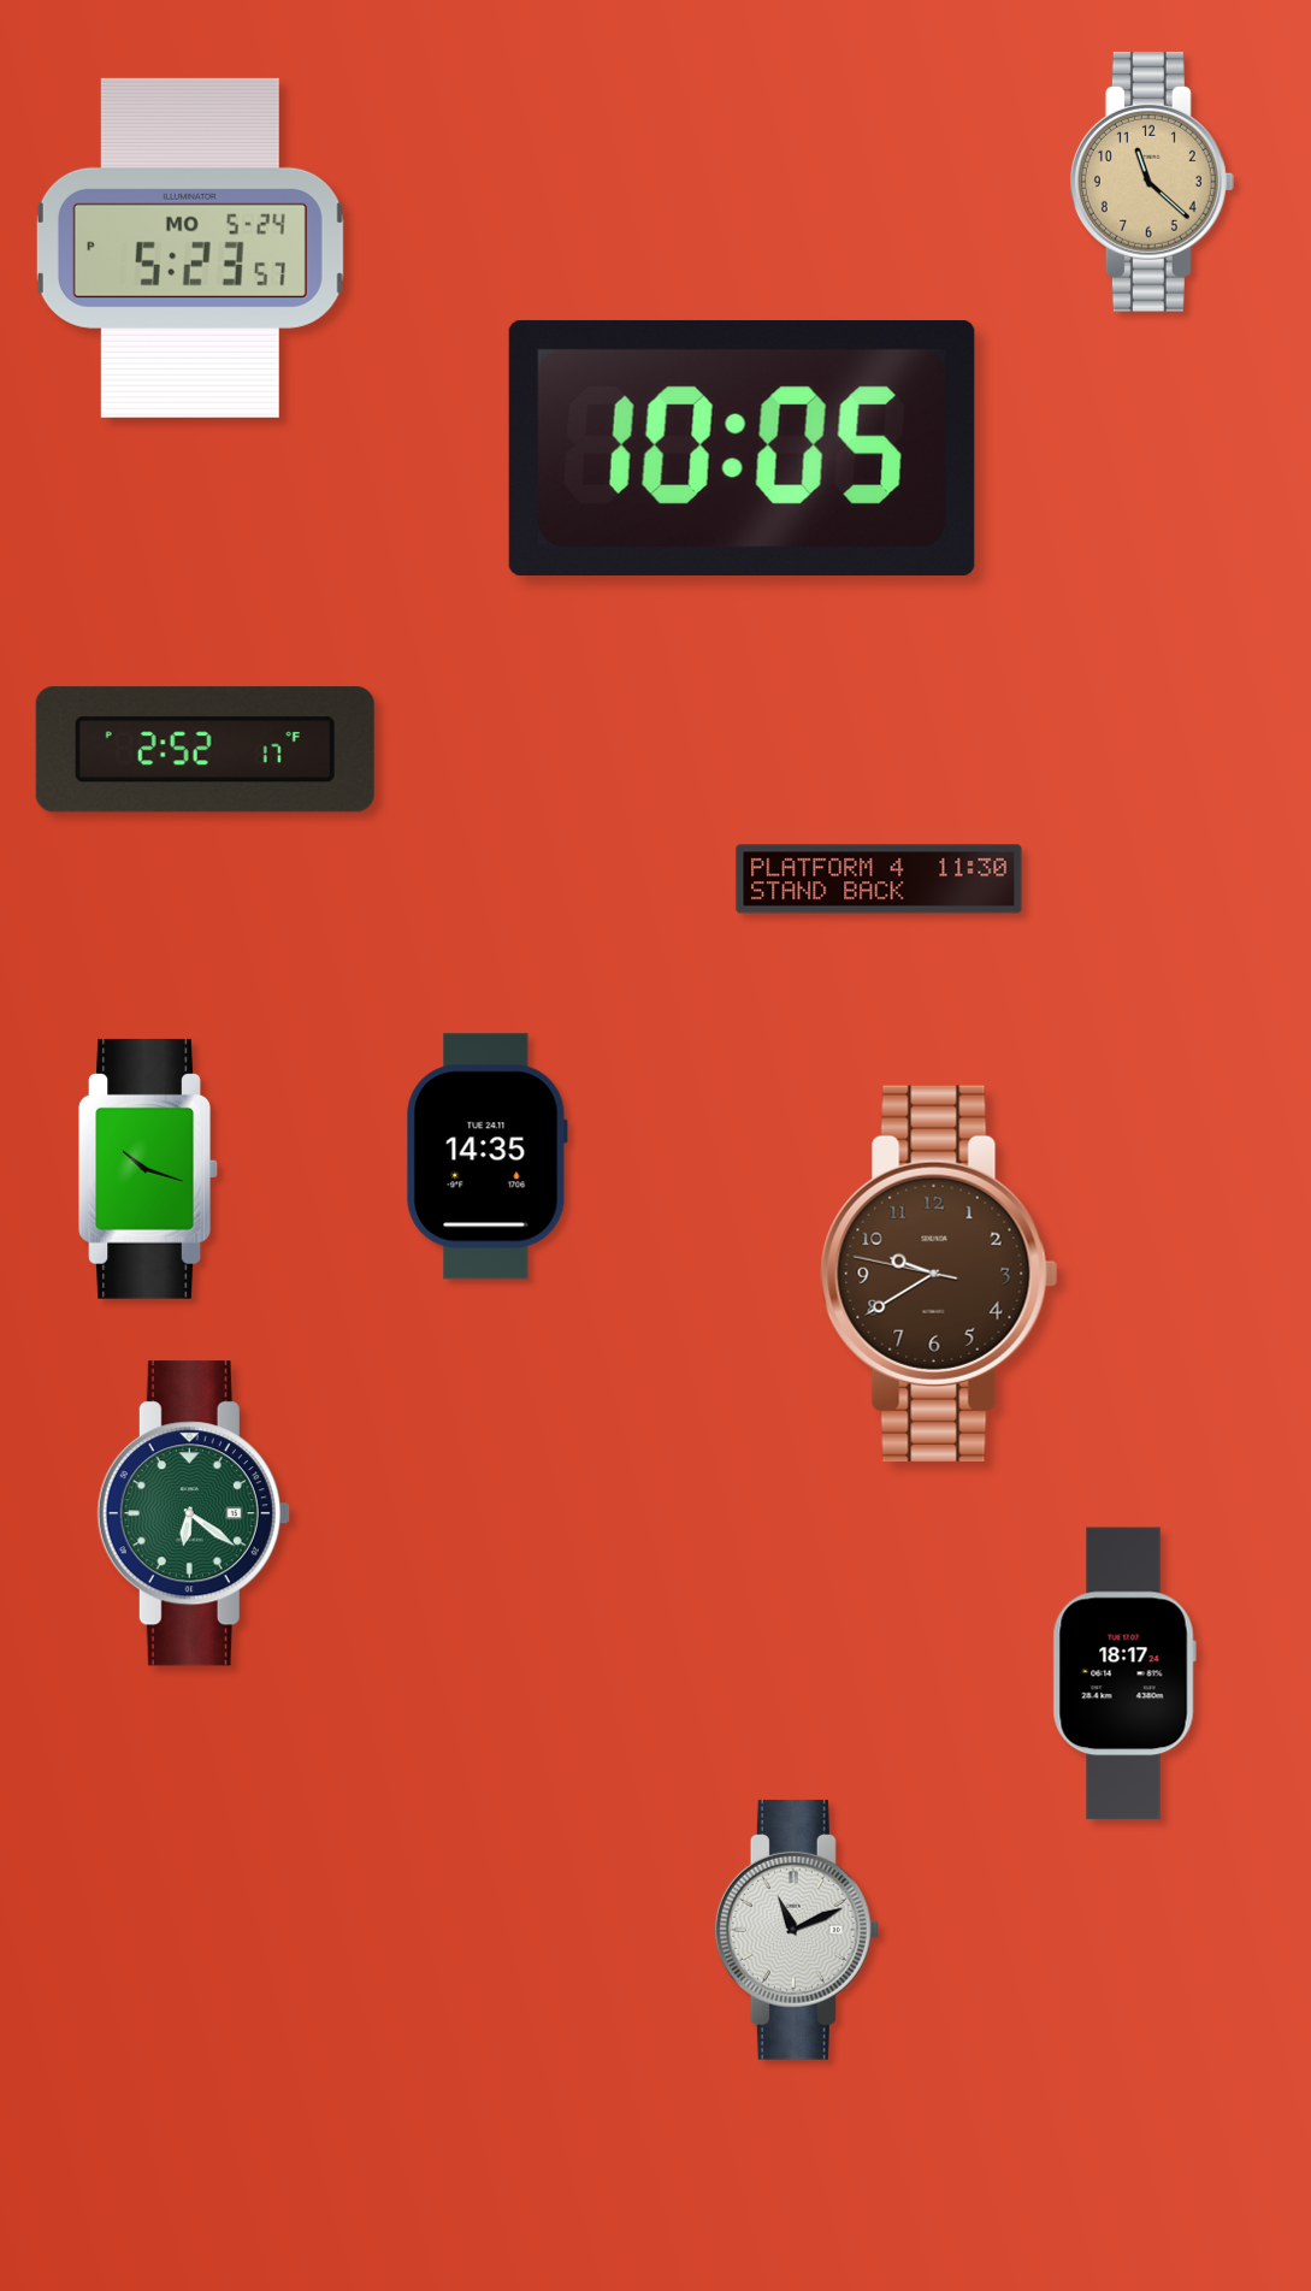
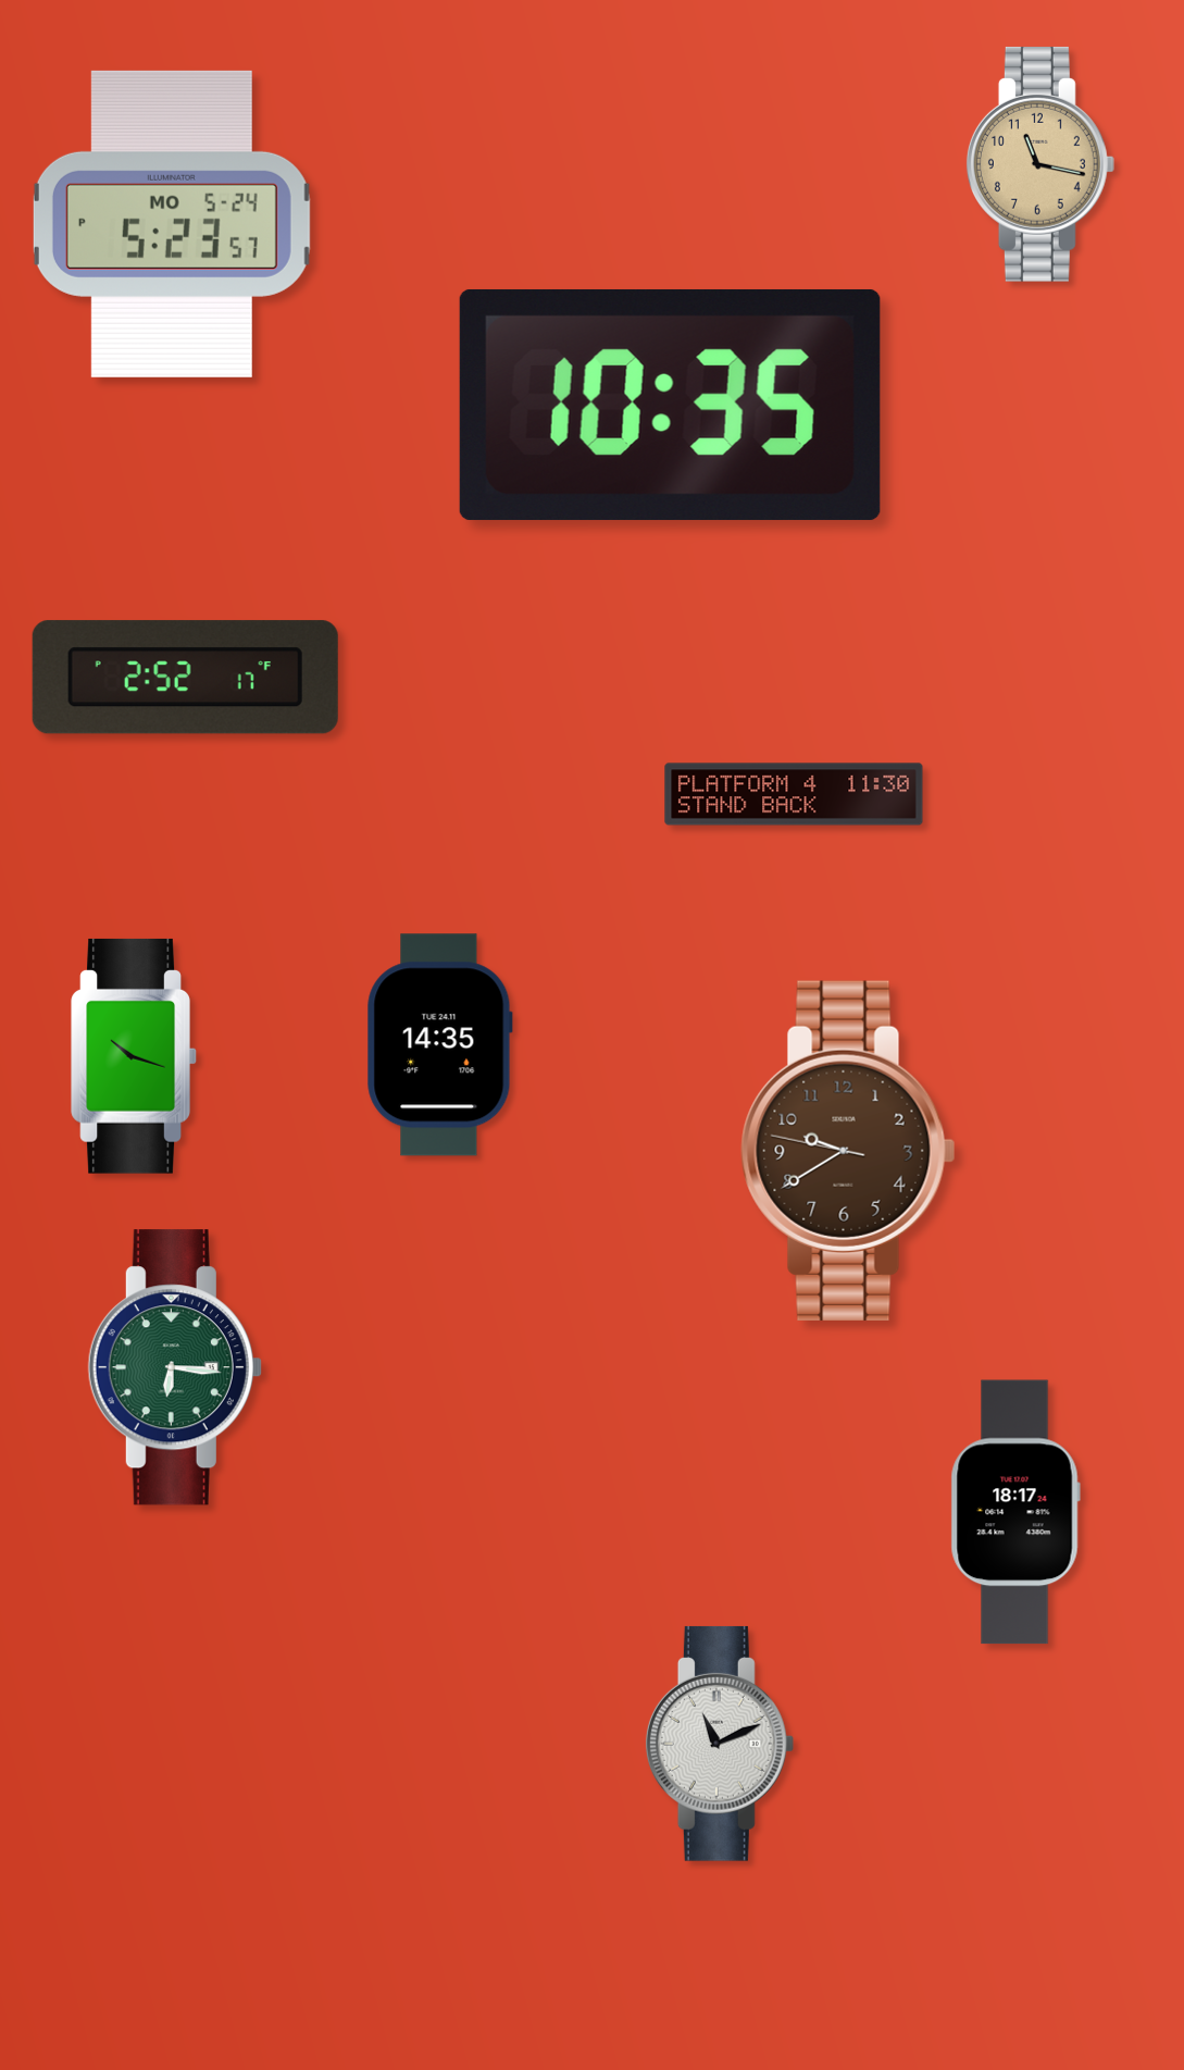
clock at (1152, 182): 11:22 -> 11:17
clock at (742, 448): 10:05 -> 10:35
clock at (194, 1513): 6:21 -> 6:16
